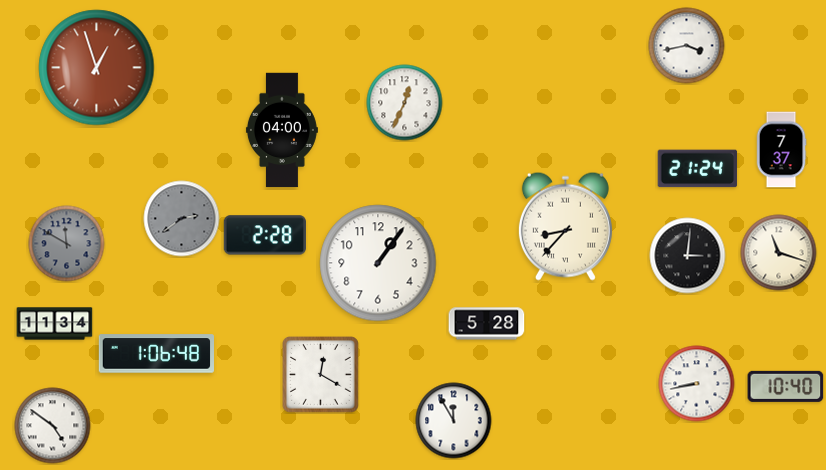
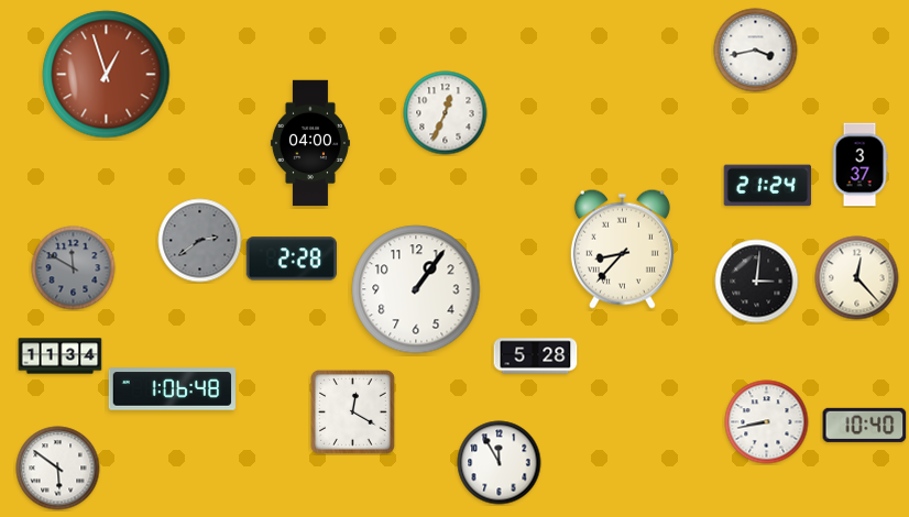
clock at (781, 150): 7:37 -> 3:37
clock at (779, 253): 11:18 -> 12:23
clock at (53, 426): 4:51 -> 5:51
